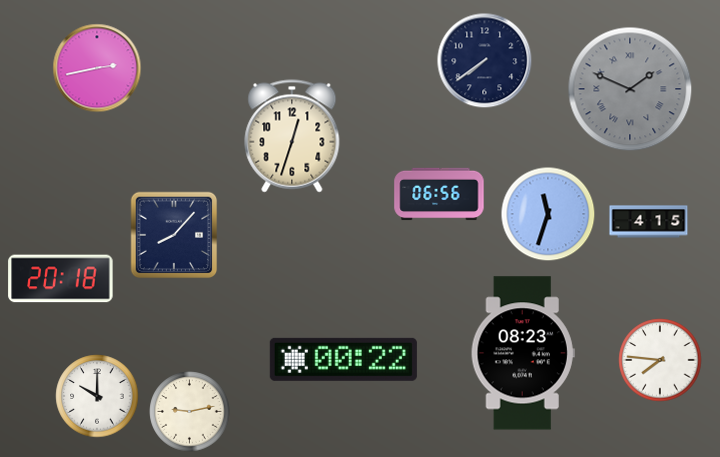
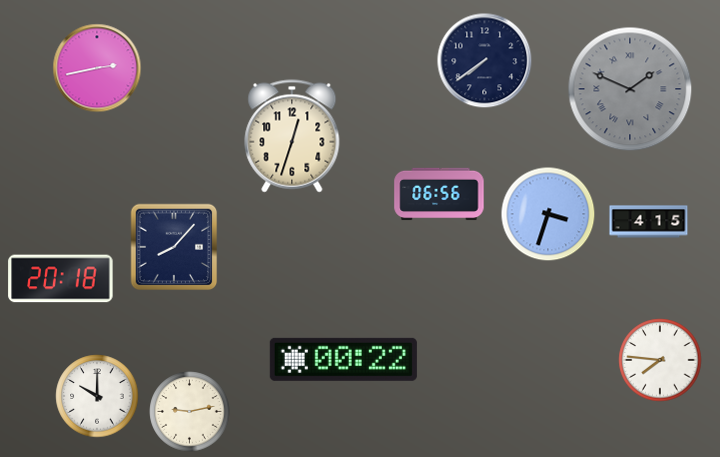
clock at (548, 214): 11:33 -> 3:33
clock at (174, 235) position: (174, 235) -> (174, 247)
clock at (523, 353): 08:23 -> none
